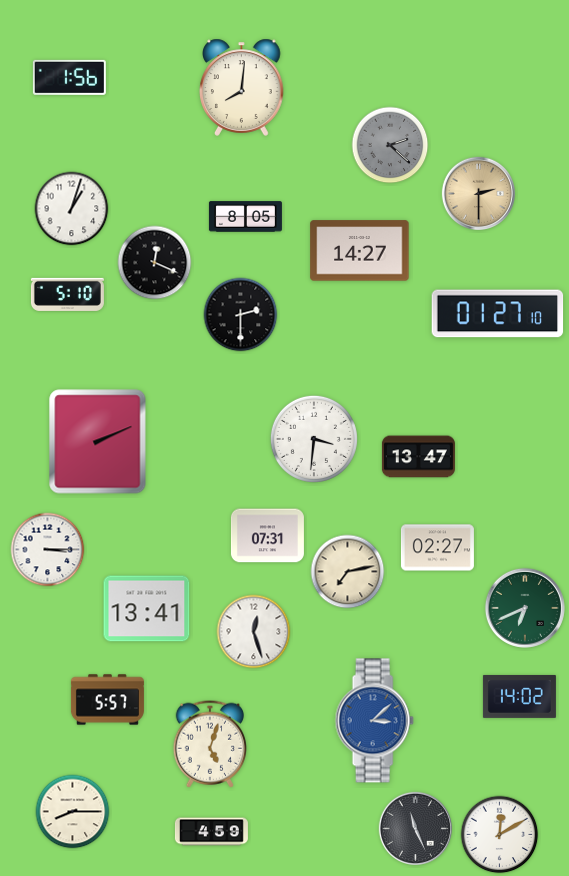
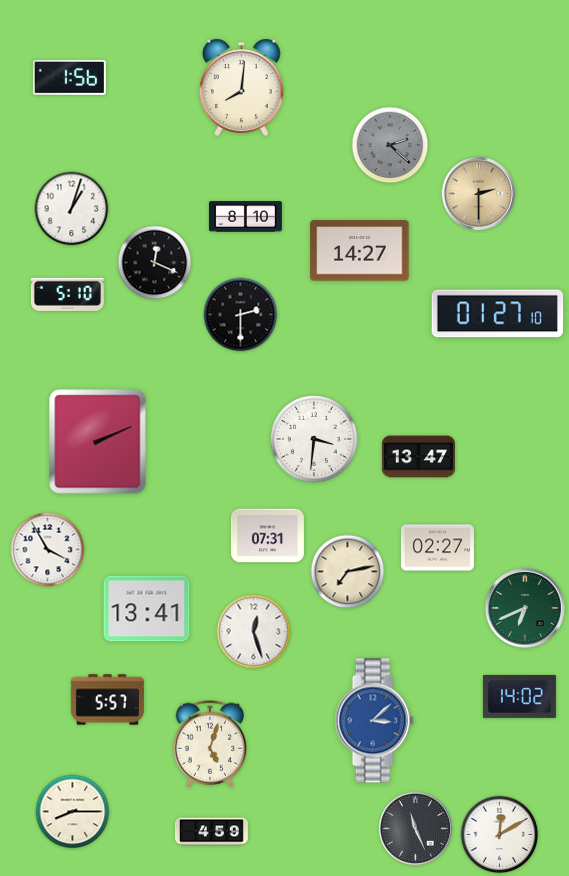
clock at (245, 217): 8:05 -> 8:10
clock at (48, 550): 3:15 -> 3:55
